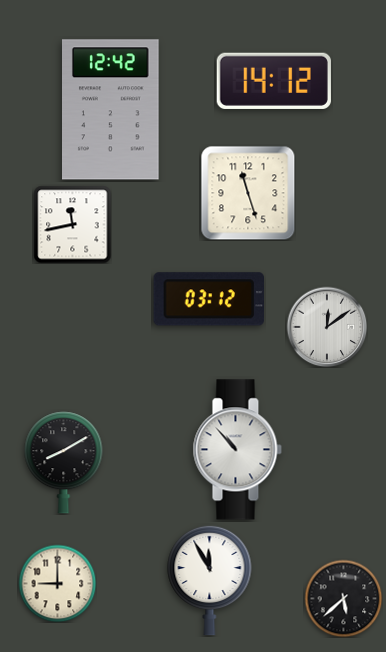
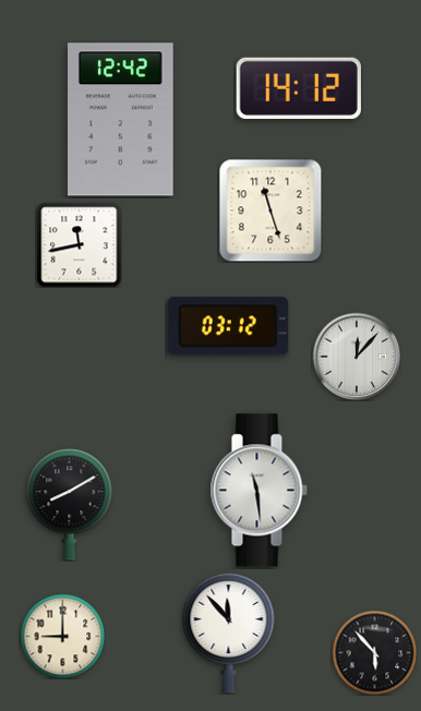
clock at (327, 327): 12:09 -> 12:07
clock at (237, 450): 10:53 -> 11:29
clock at (210, 580): 11:55 -> 11:53
clock at (343, 598): 5:38 -> 5:53
